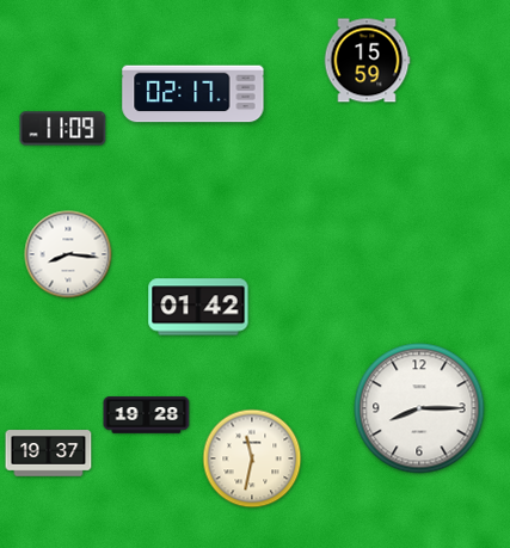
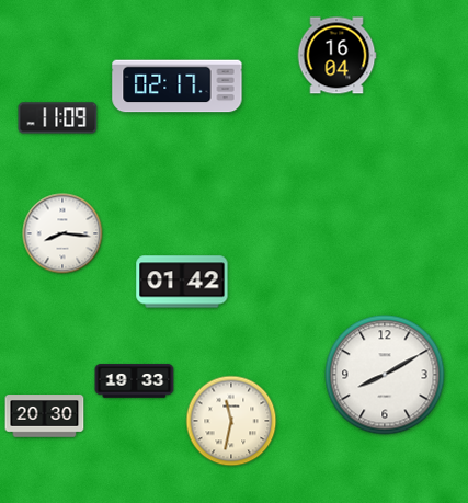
clock at (367, 61): 15:59 -> 16:04
clock at (419, 408): 8:15 -> 8:10
clock at (147, 415): 19:28 -> 19:33
clock at (49, 454): 19:37 -> 20:30
